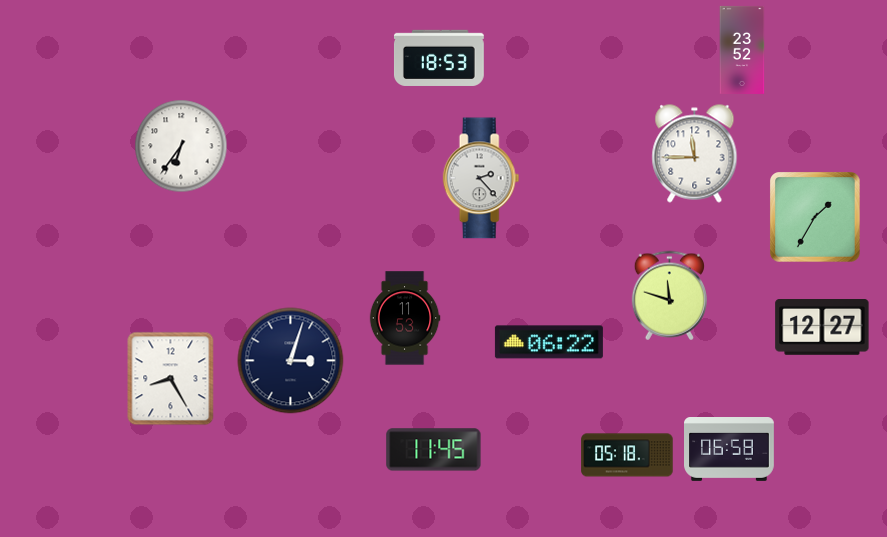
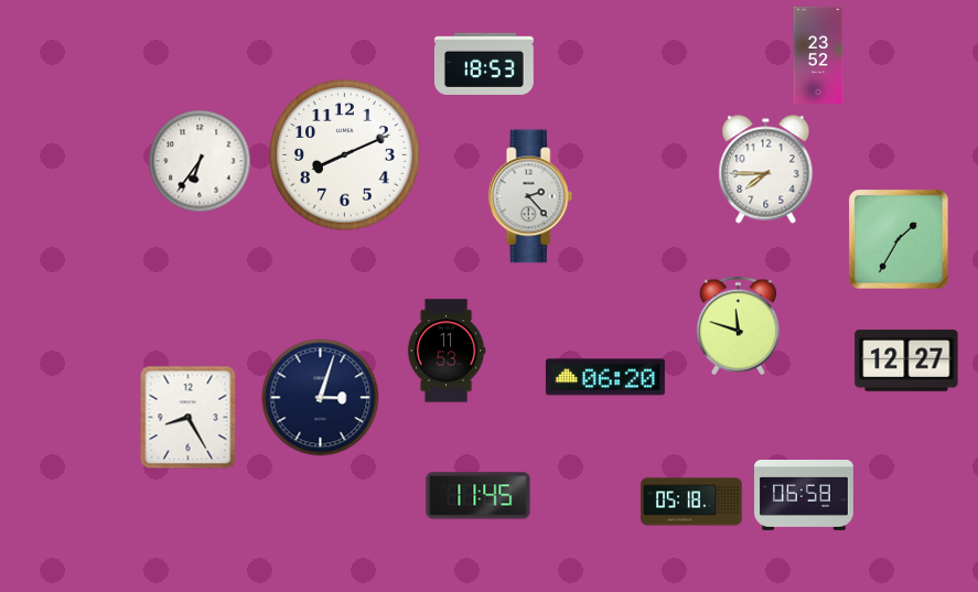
clock at (345, 155): none -> 8:11
clock at (695, 154): 11:45 -> 7:45
clock at (549, 342): 06:22 -> 06:20
